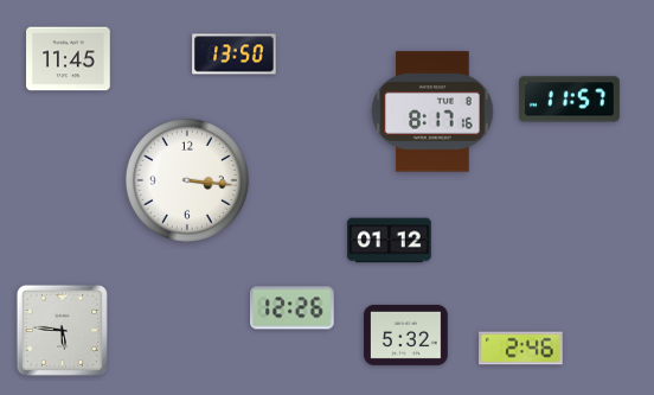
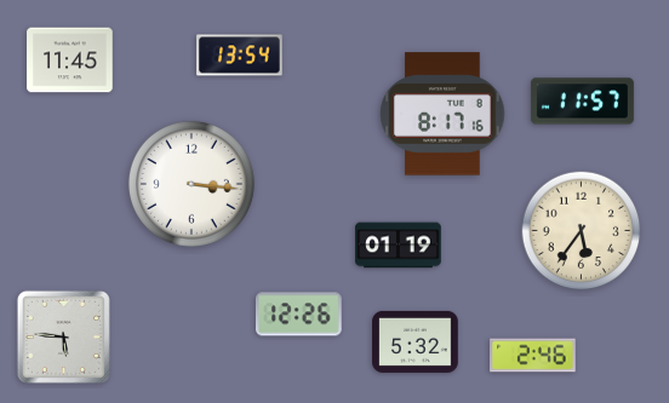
clock at (235, 55): 13:50 -> 13:54
clock at (582, 231): none -> 5:36
clock at (390, 241): 01:12 -> 01:19
